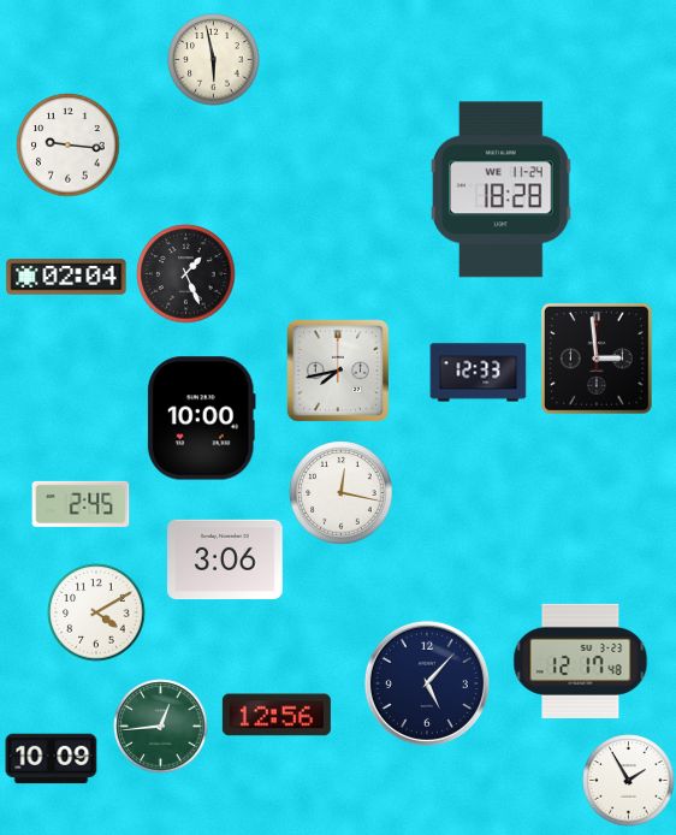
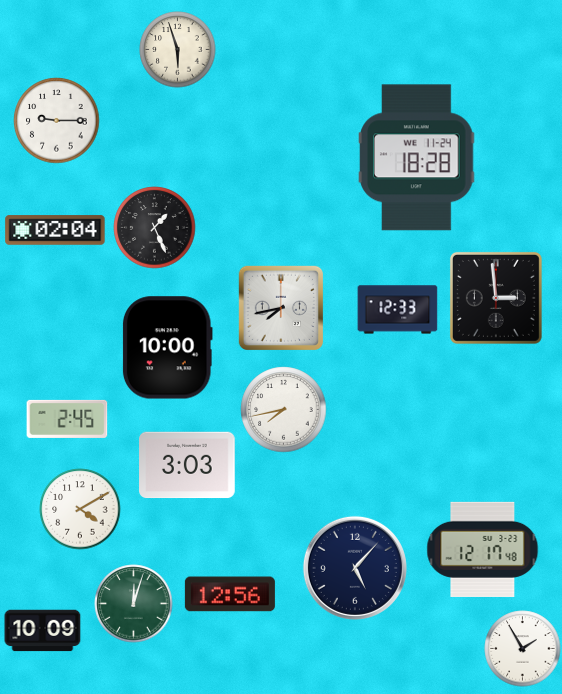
clock at (214, 60): 5:58 -> 5:57
clock at (69, 146): 9:16 -> 9:15
clock at (342, 493): 12:17 -> 7:43
clock at (225, 559): 3:06 -> 3:03
clock at (161, 727): 12:44 -> 12:03
